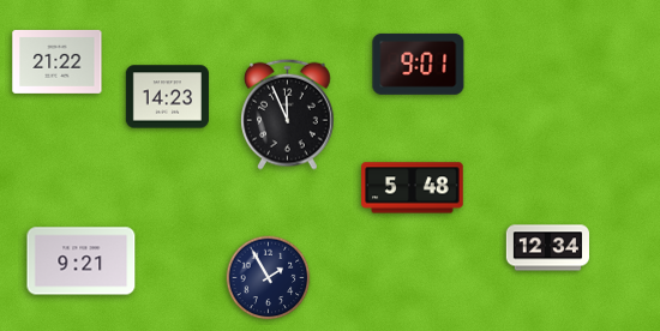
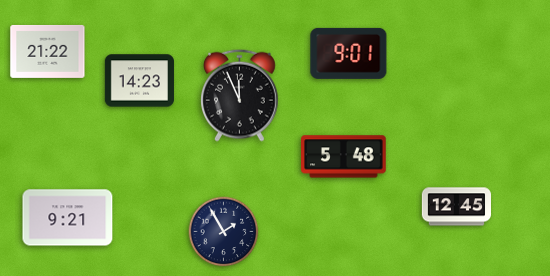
clock at (547, 248): 12:34 -> 12:45
